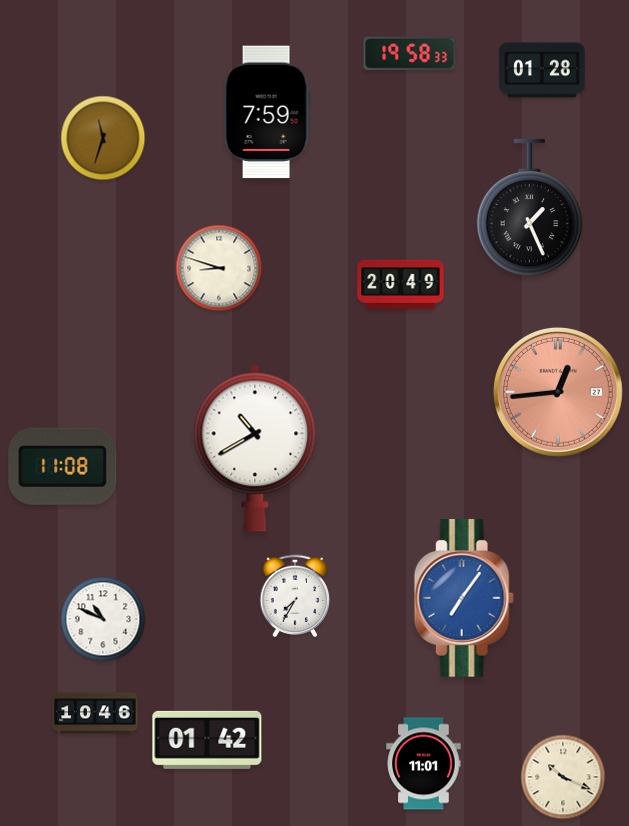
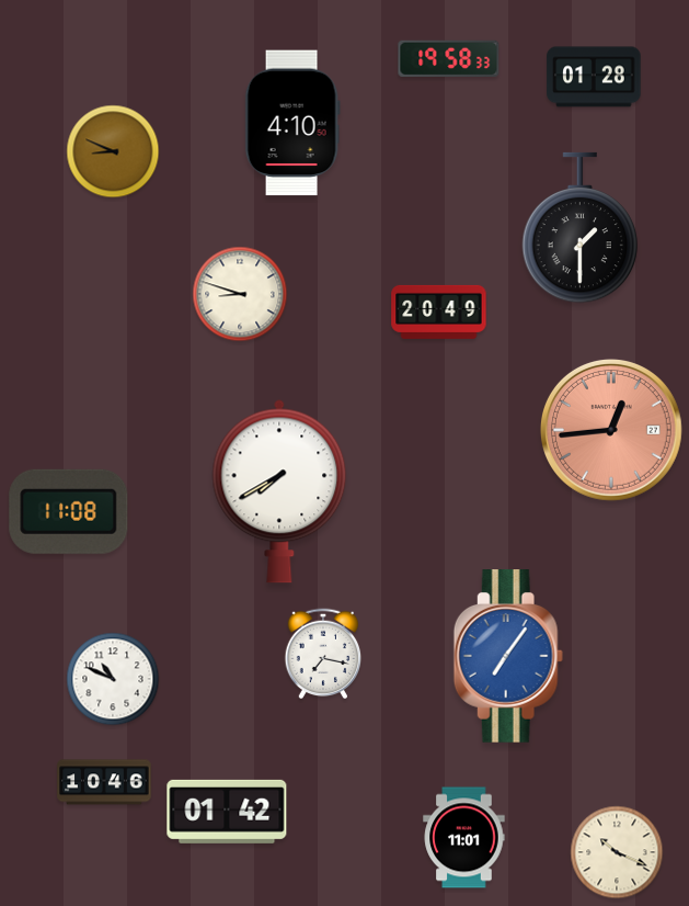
clock at (267, 112): 7:59 -> 4:10
clock at (103, 138): 11:33 -> 8:49
clock at (530, 208): 1:26 -> 1:30
clock at (255, 448): 10:40 -> 7:40
clock at (295, 596): 7:35 -> 7:17
